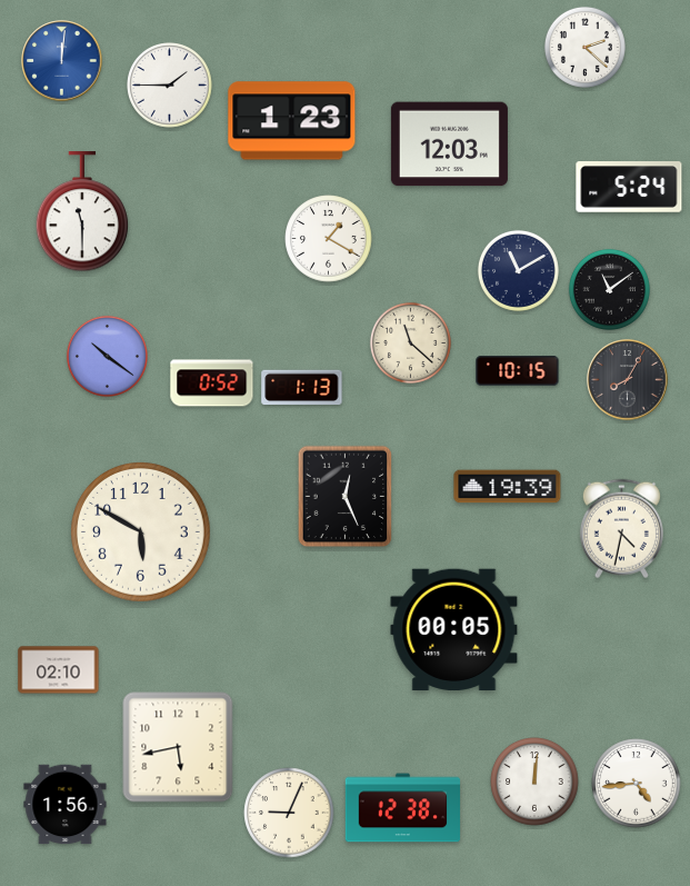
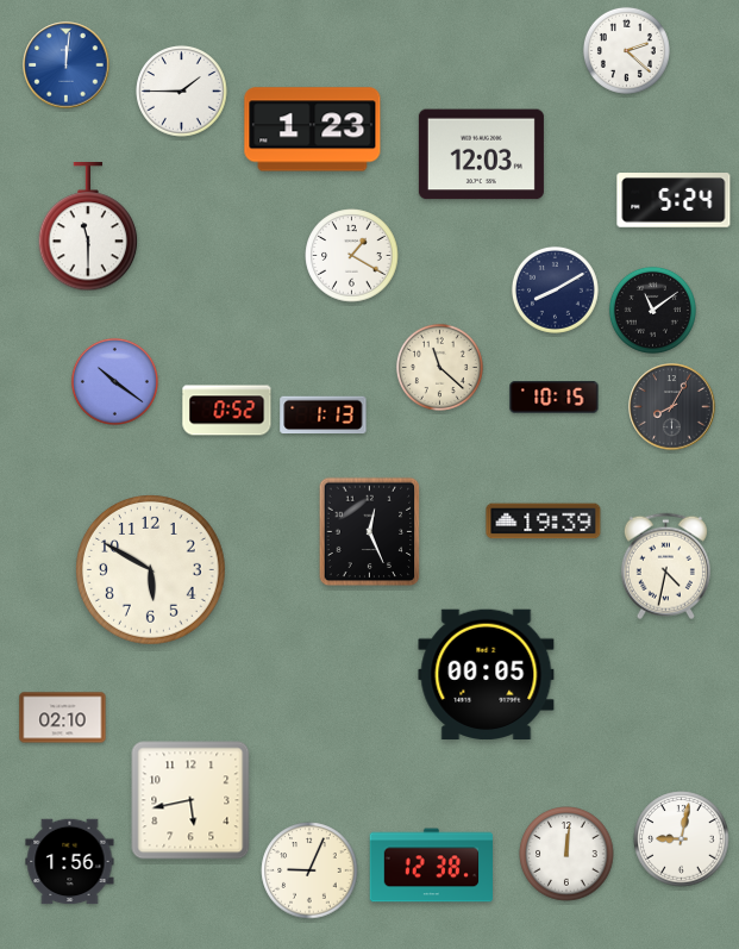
clock at (518, 270): 11:10 -> 8:10
clock at (534, 782) position: (534, 782) -> (566, 854)
clock at (637, 784): 4:44 -> 9:02
